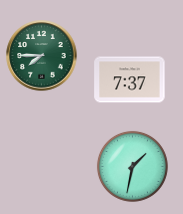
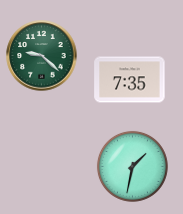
clock at (42, 56): 7:45 -> 9:22
clock at (130, 80): 7:37 -> 7:35
